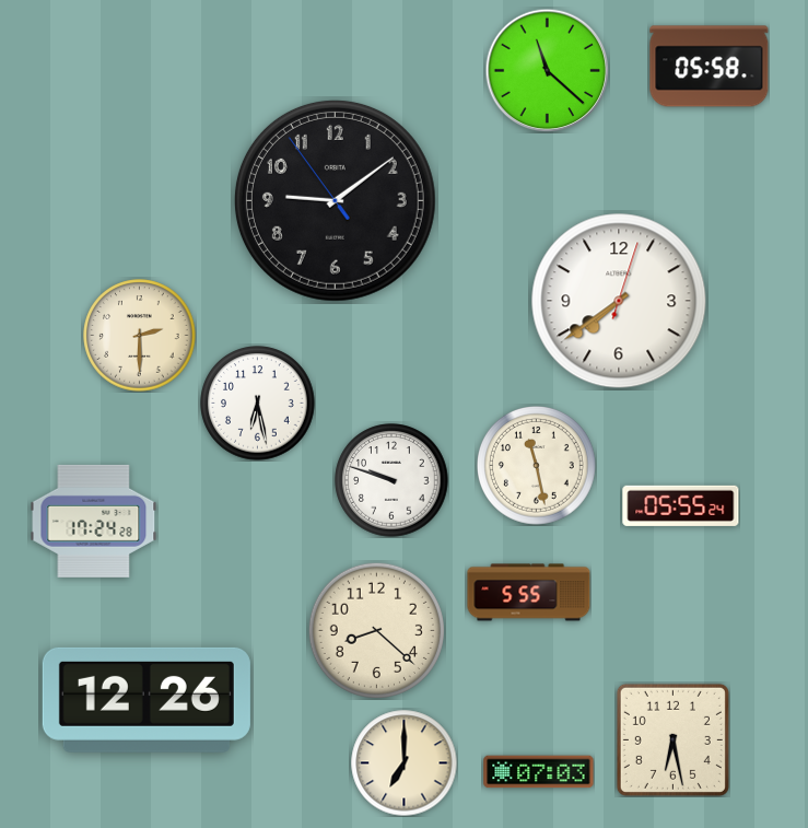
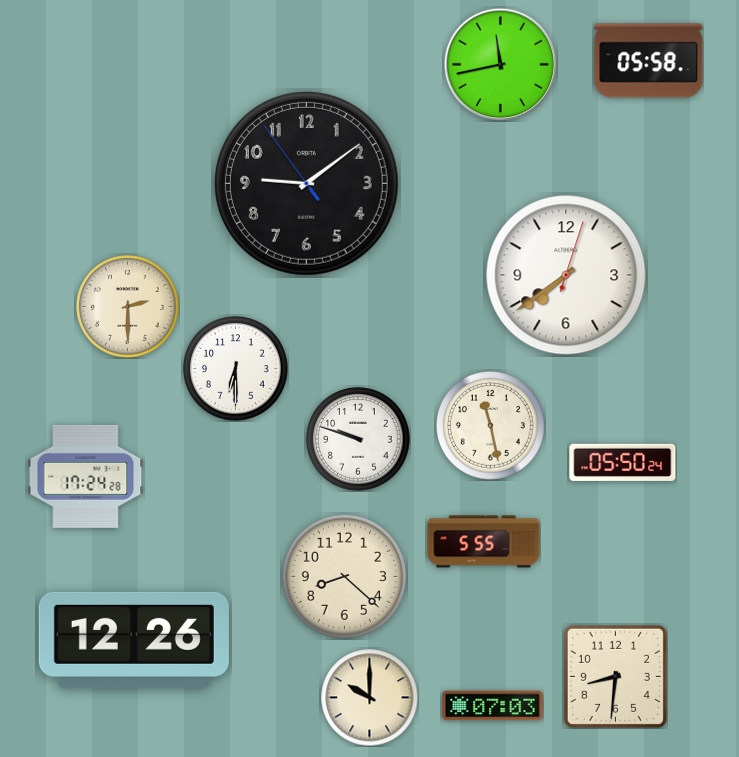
clock at (547, 70): 11:22 -> 11:43
clock at (258, 404): 6:28 -> 6:30
clock at (681, 505): 05:55 -> 05:50
clock at (672, 739): 6:28 -> 8:31
clock at (403, 762): 7:00 -> 10:00
